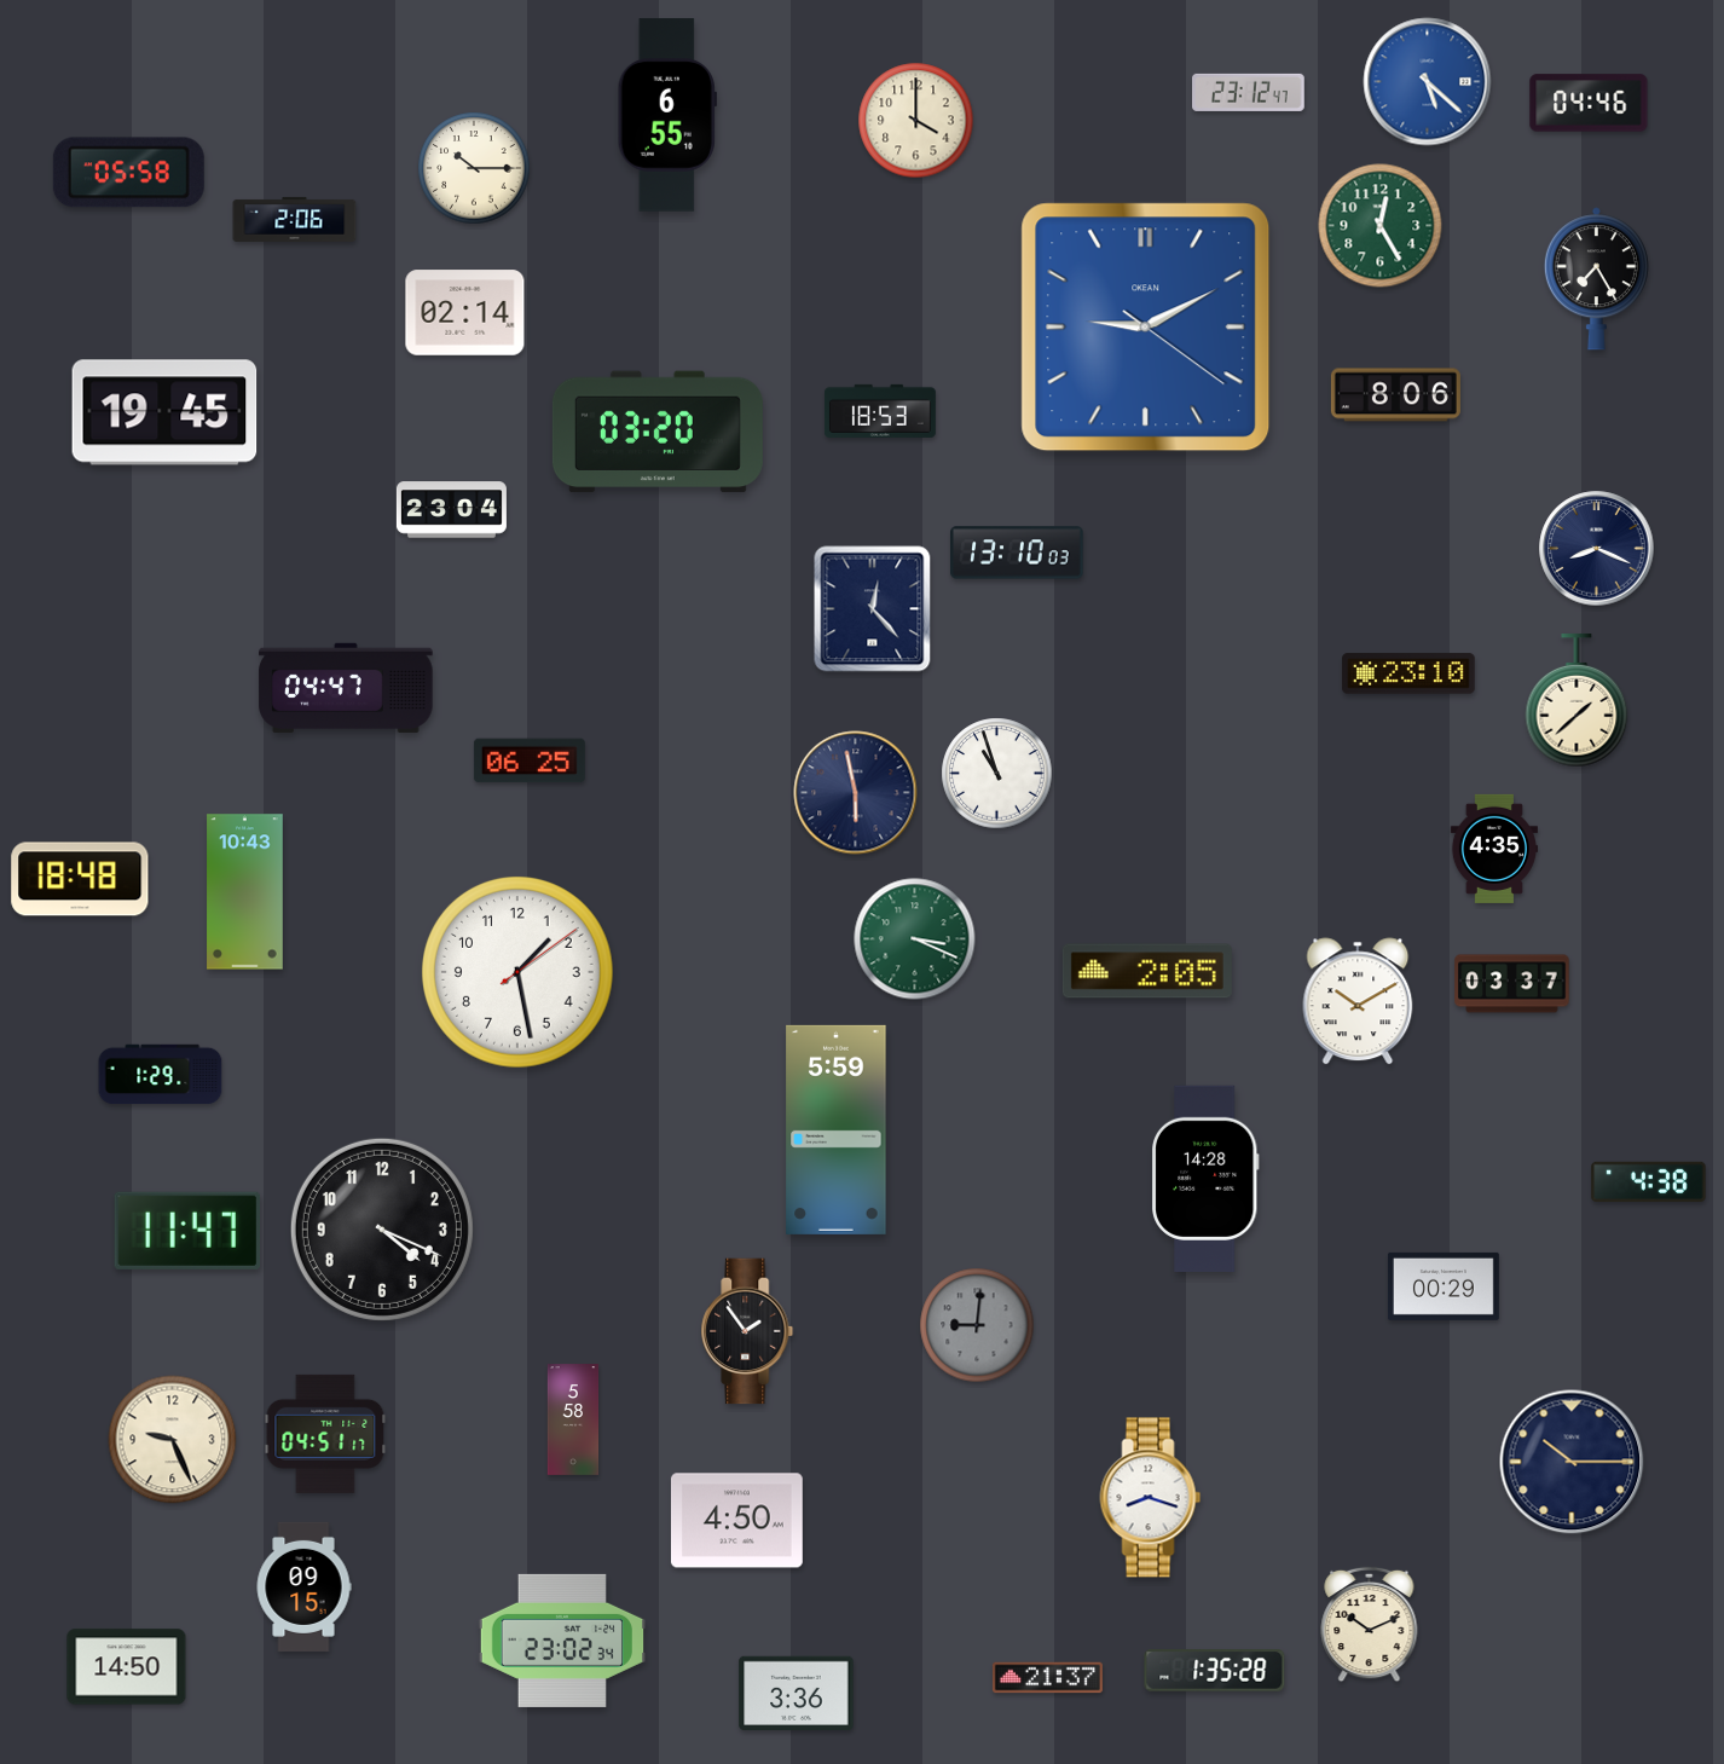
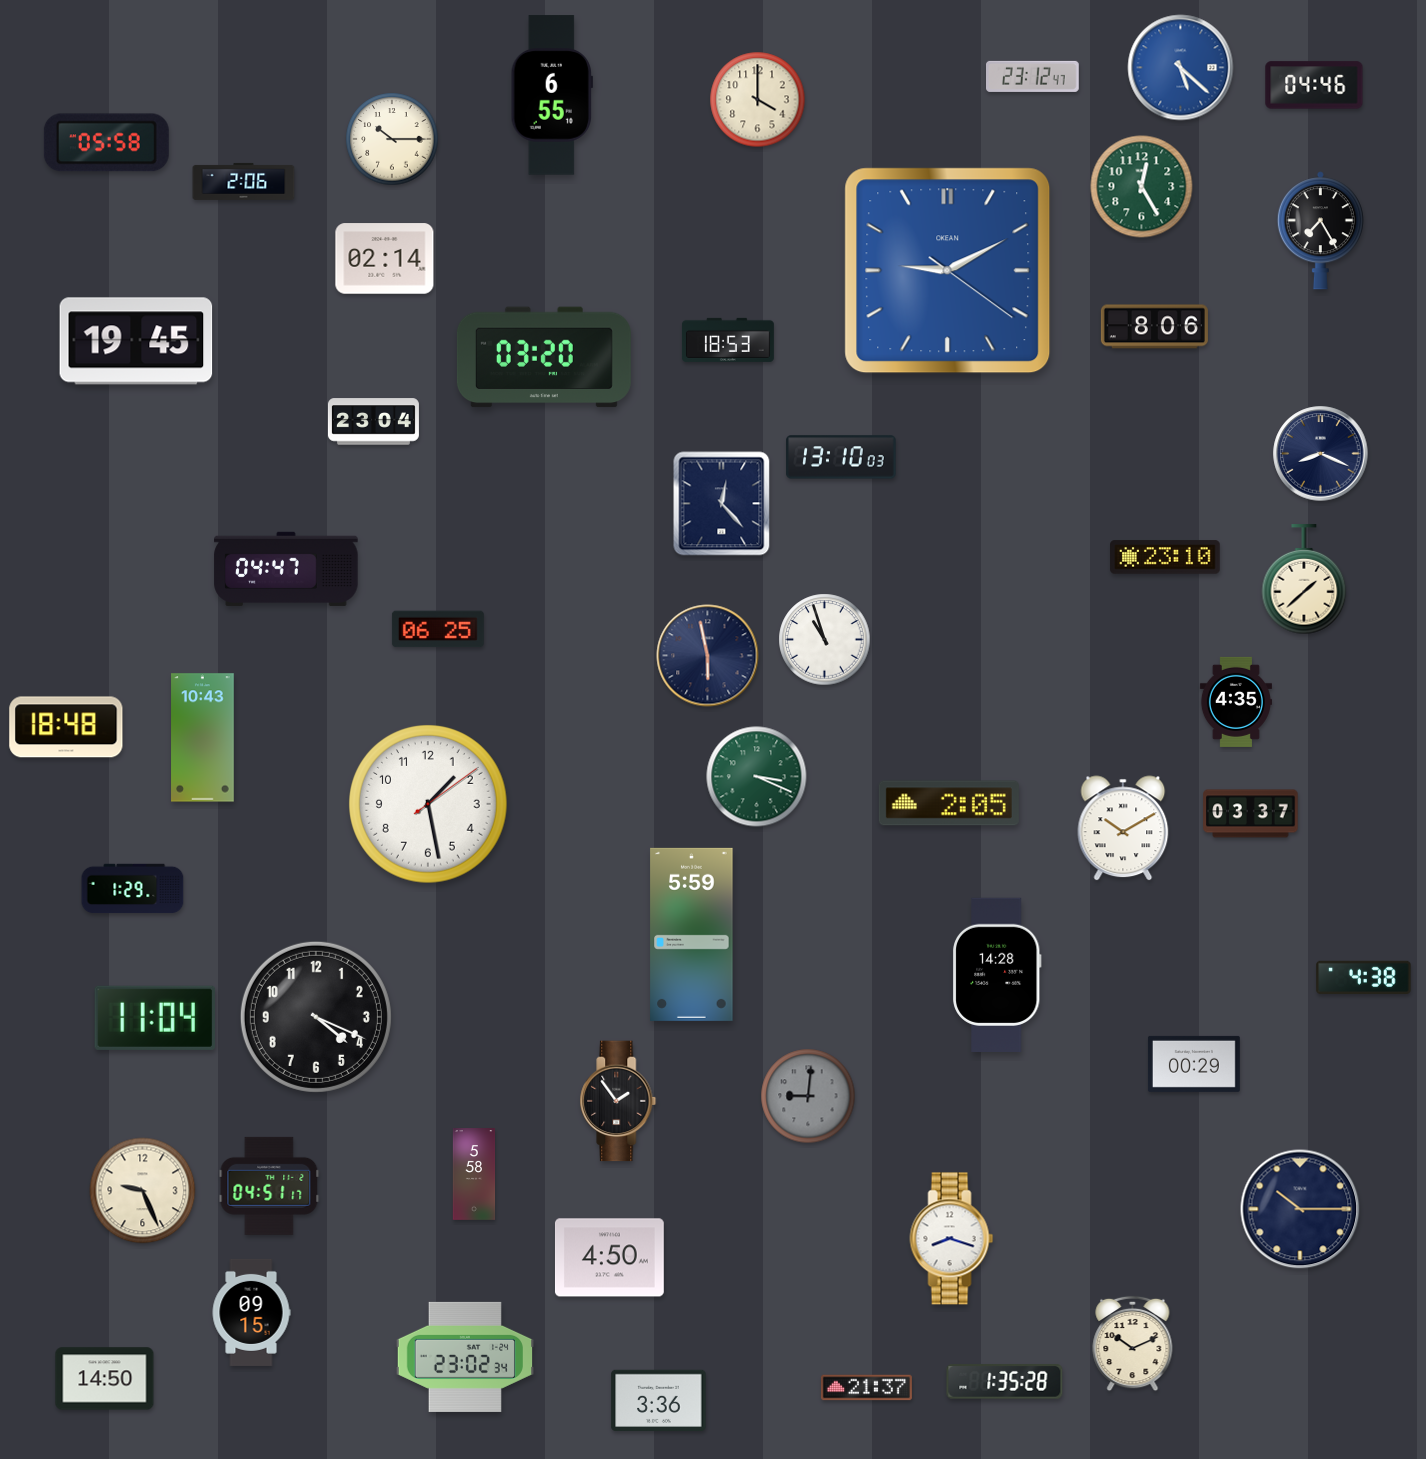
clock at (186, 1231): 11:47 -> 11:04
